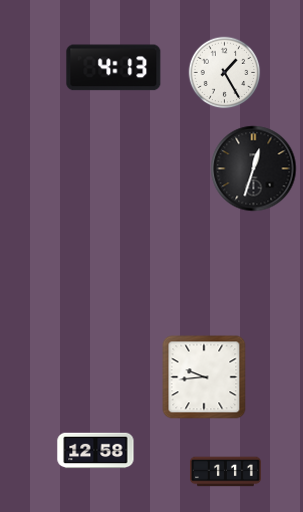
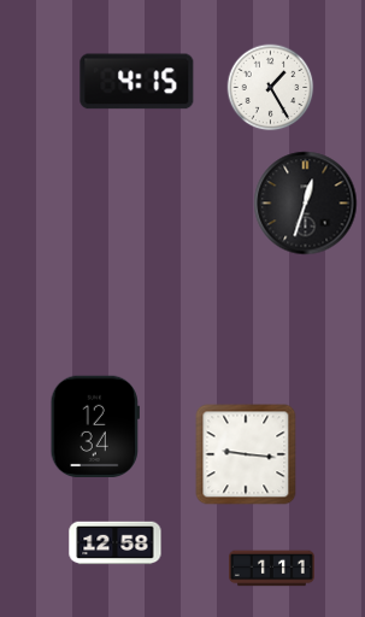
clock at (114, 68): 4:13 -> 4:15
clock at (95, 425): none -> 12:34
clock at (204, 377): 9:44 -> 9:16
